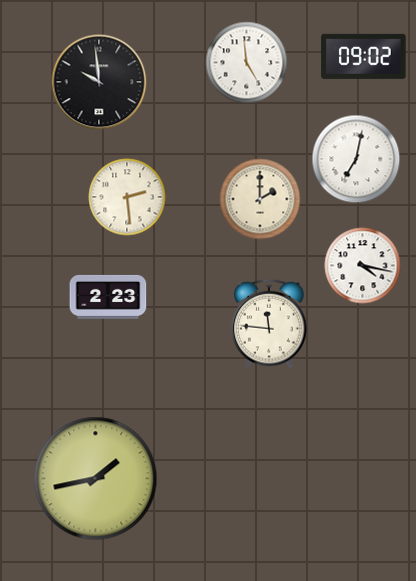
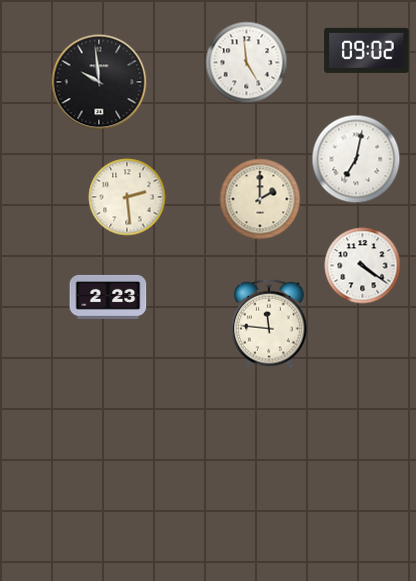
clock at (364, 56) position: (364, 56) -> (367, 50)
clock at (363, 266): 4:17 -> 4:21
clock at (96, 479): 1:43 -> none
